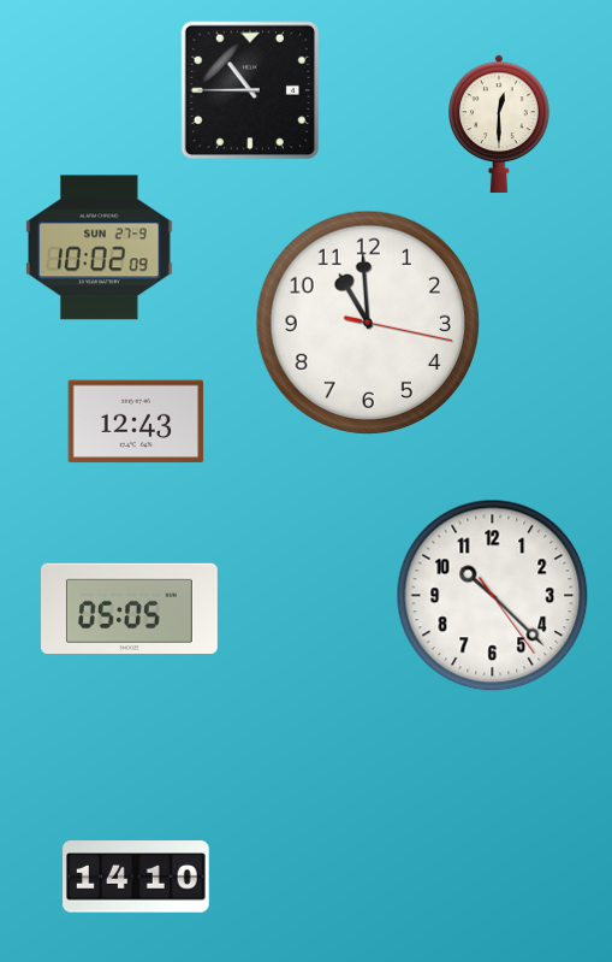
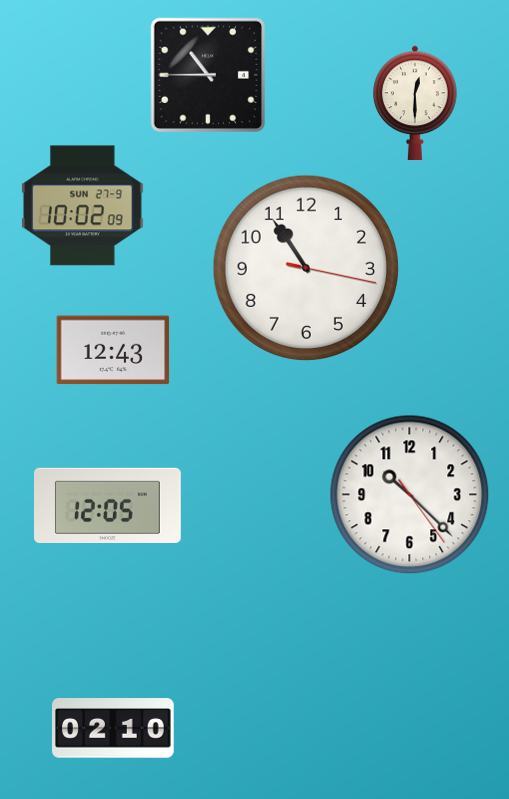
clock at (367, 321): 10:59 -> 10:54
clock at (130, 608): 05:05 -> 12:05
clock at (137, 877): 14:10 -> 02:10
